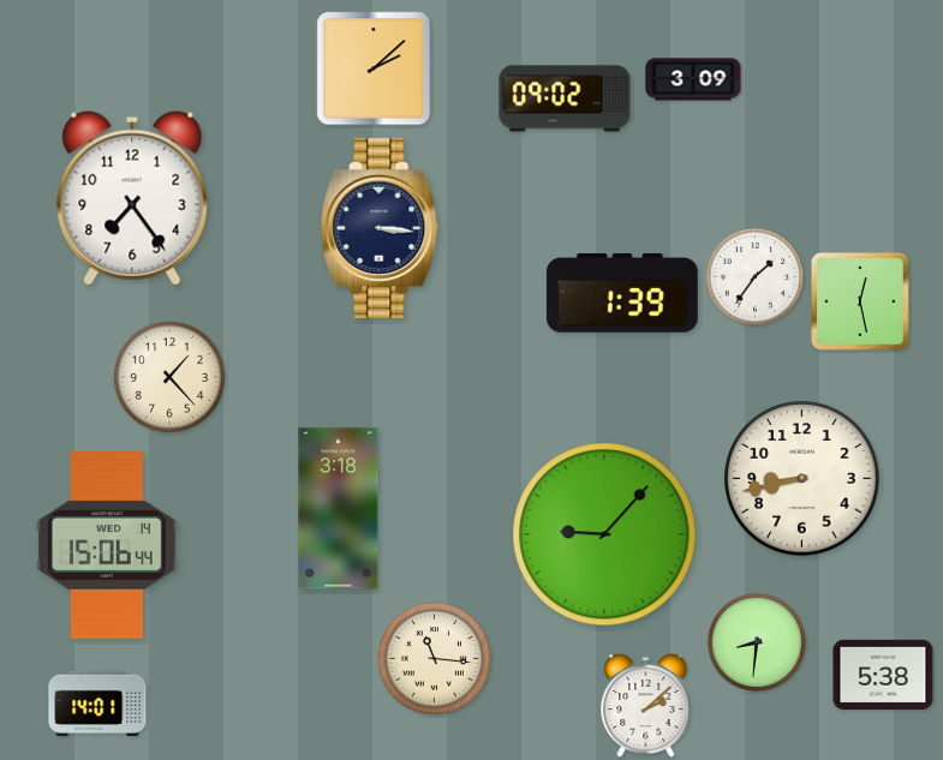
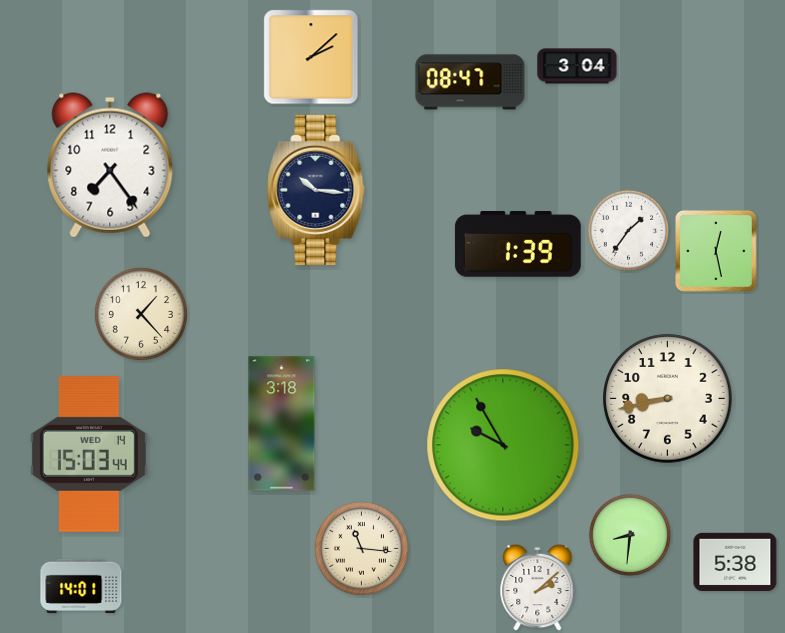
clock at (693, 79): 3:09 -> 3:04
clock at (565, 98): 09:02 -> 08:47
clock at (380, 228): 3:16 -> 10:16
clock at (604, 534): 9:07 -> 9:55
clock at (107, 545): 15:06 -> 15:03
